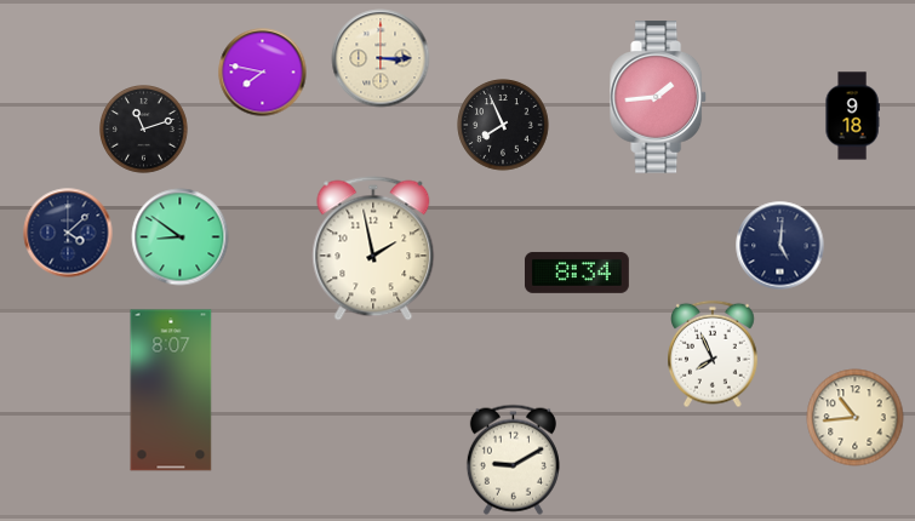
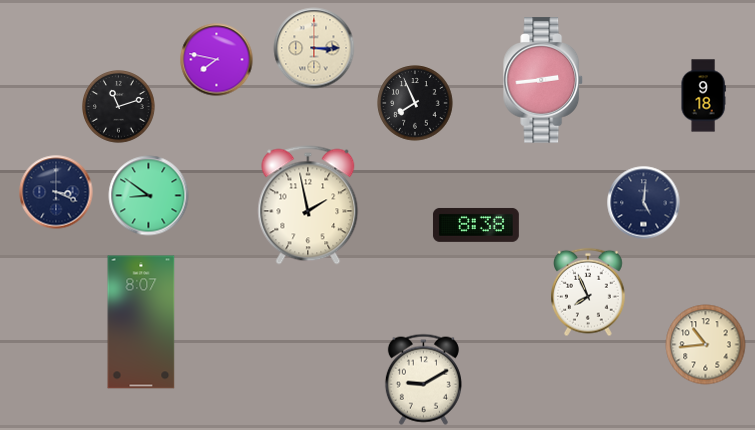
clock at (659, 97): 1:44 -> 2:44
clock at (68, 233): 4:08 -> 3:19
clock at (577, 273): 8:34 -> 8:38
